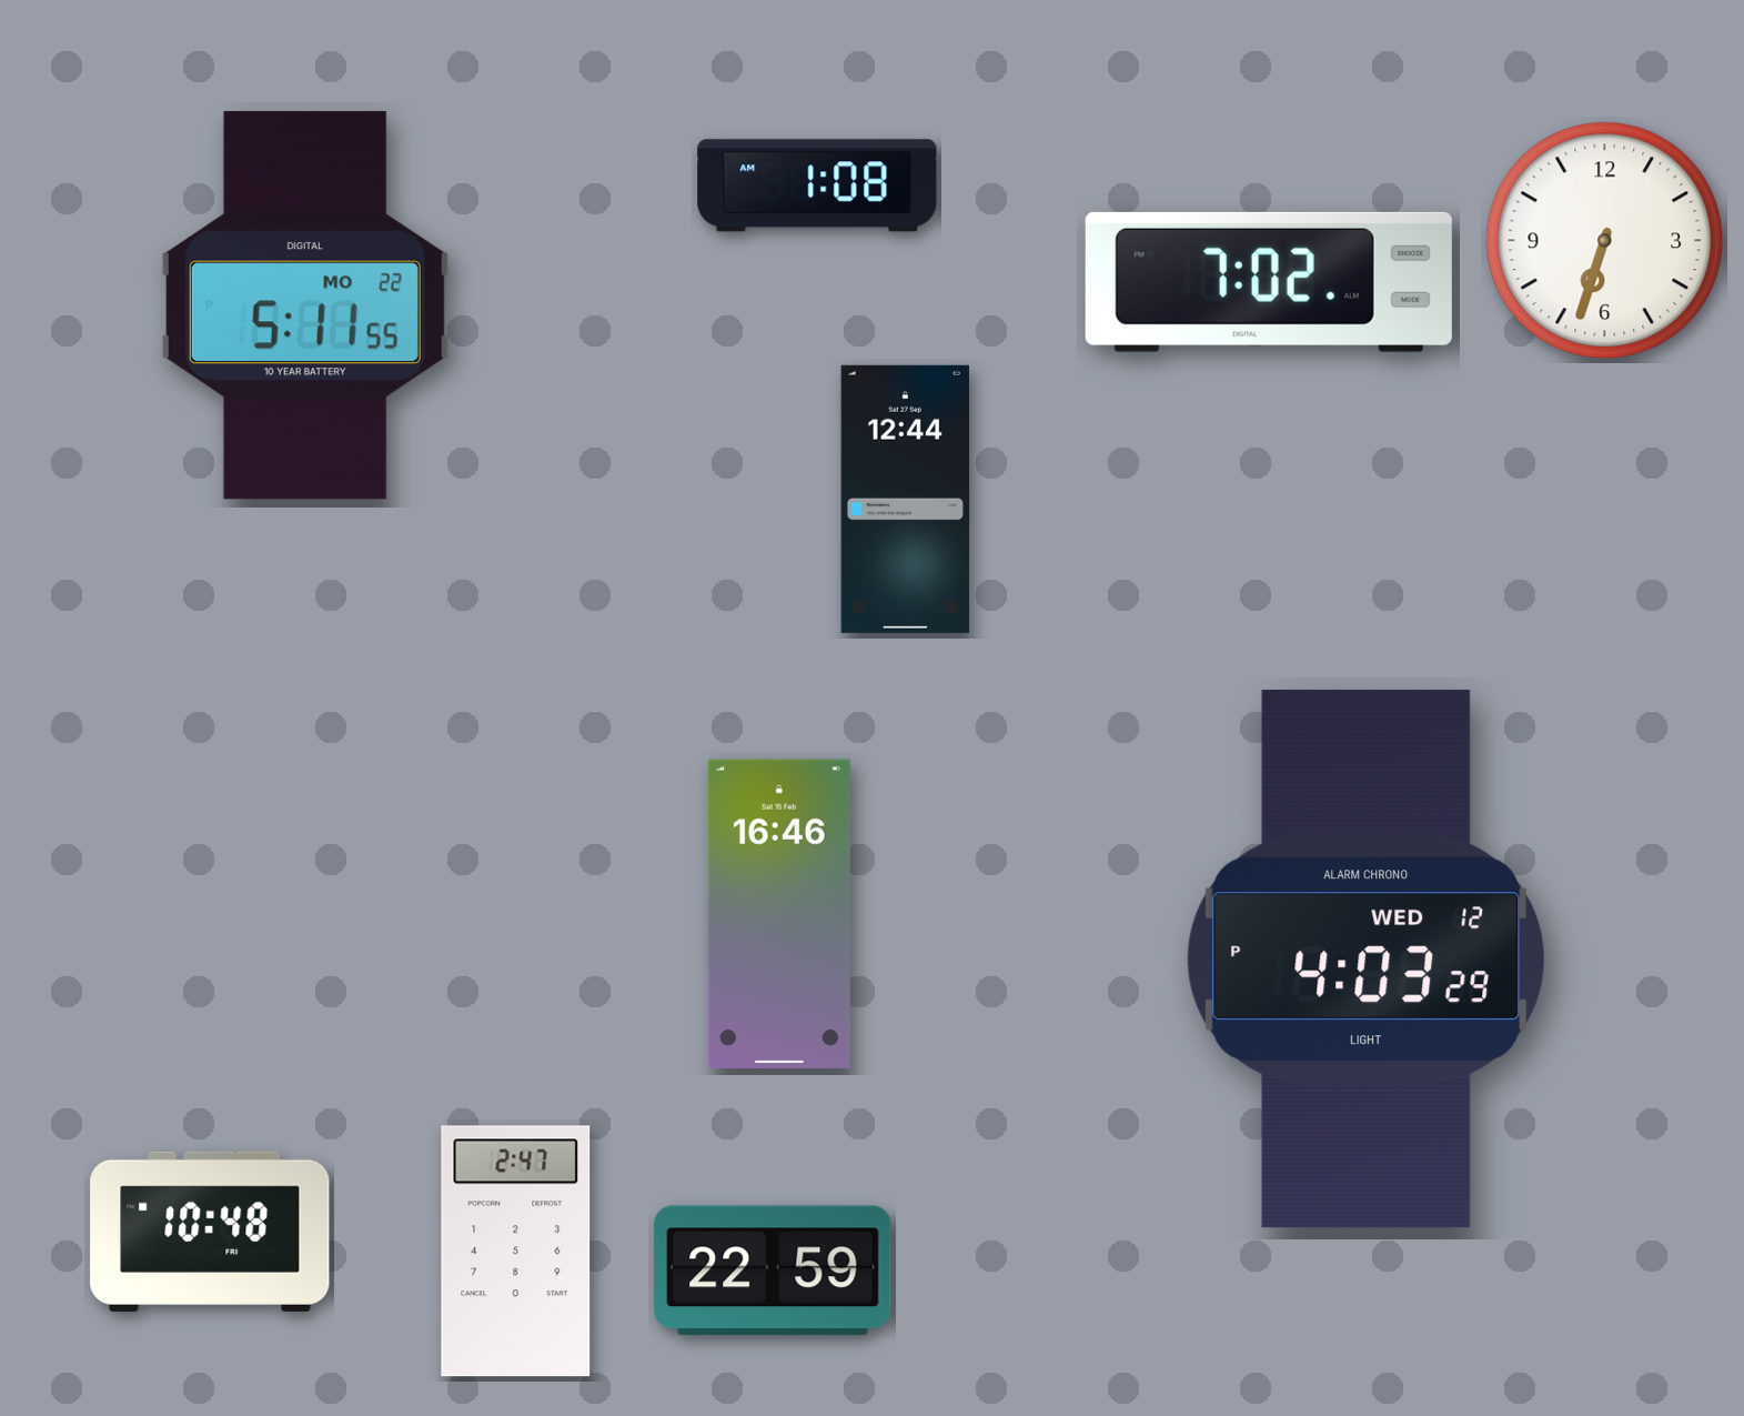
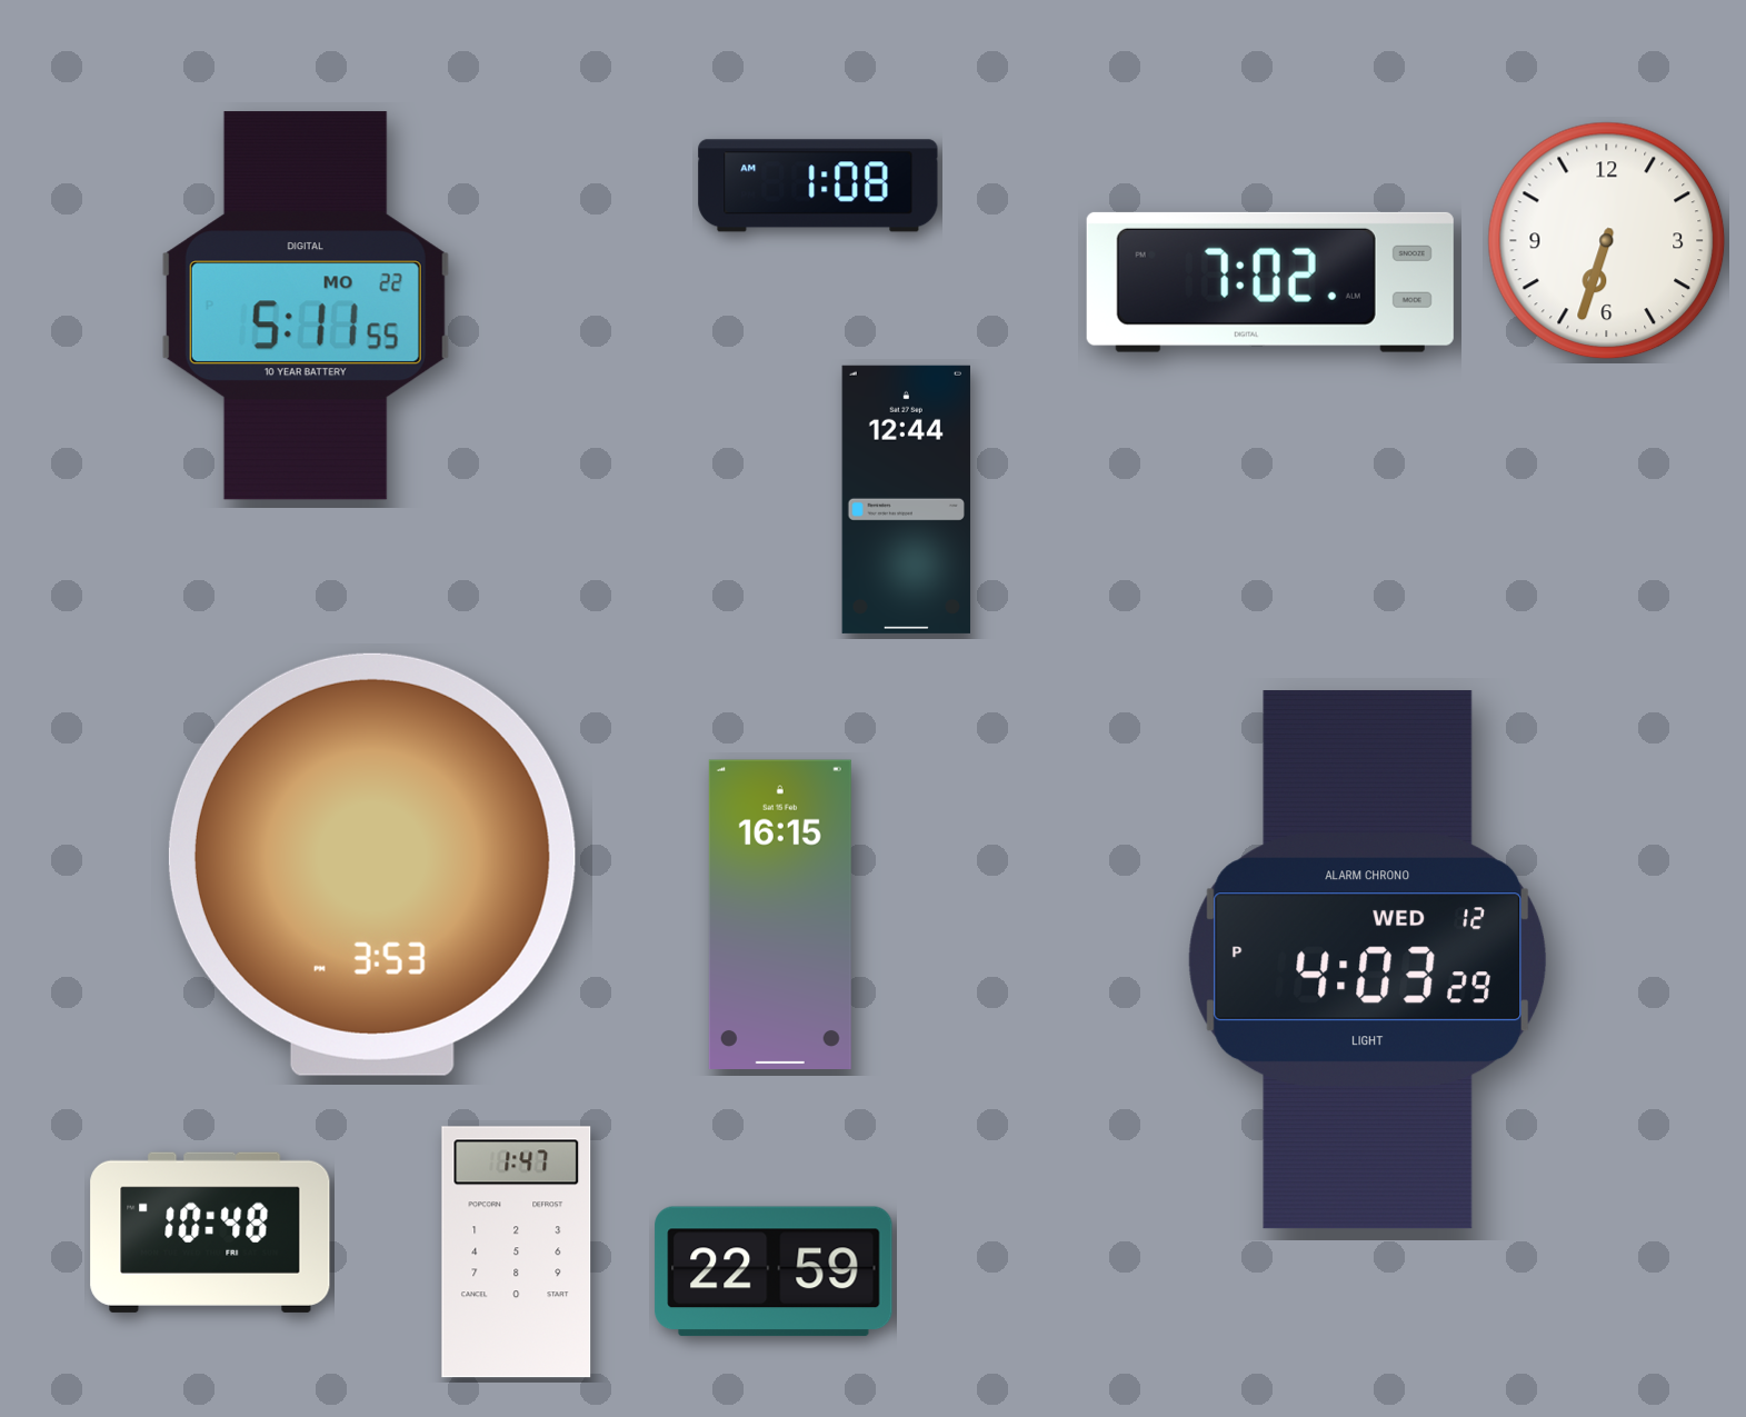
clock at (372, 865): none -> 3:53
clock at (779, 913): 16:46 -> 16:15
clock at (516, 1252): 2:47 -> 1:47
